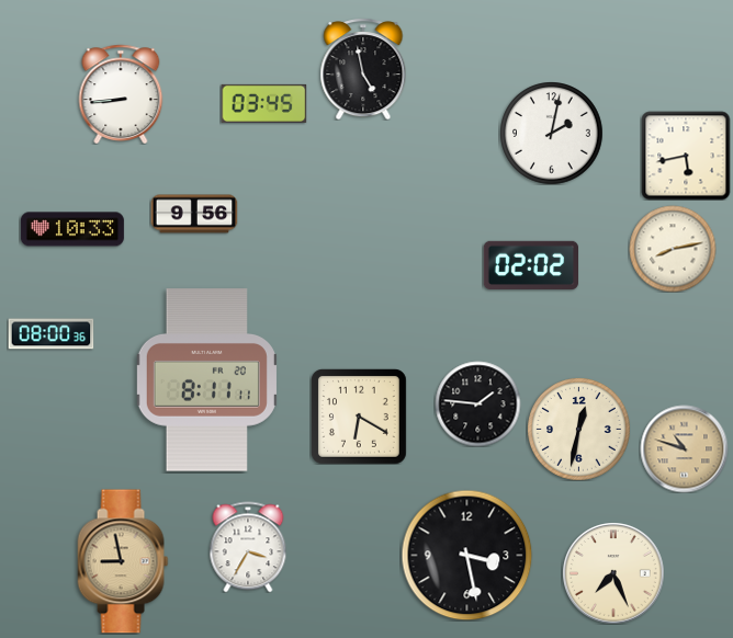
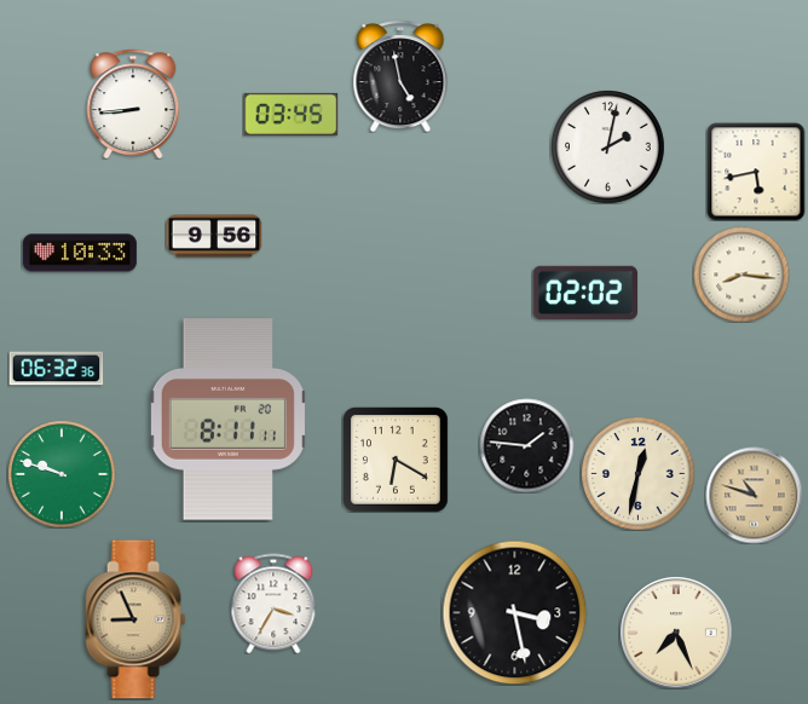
clock at (673, 249): 8:13 -> 8:16
clock at (50, 334): 08:00 -> 06:32
clock at (62, 474): none -> 9:48
clock at (123, 561): 8:58 -> 8:56
